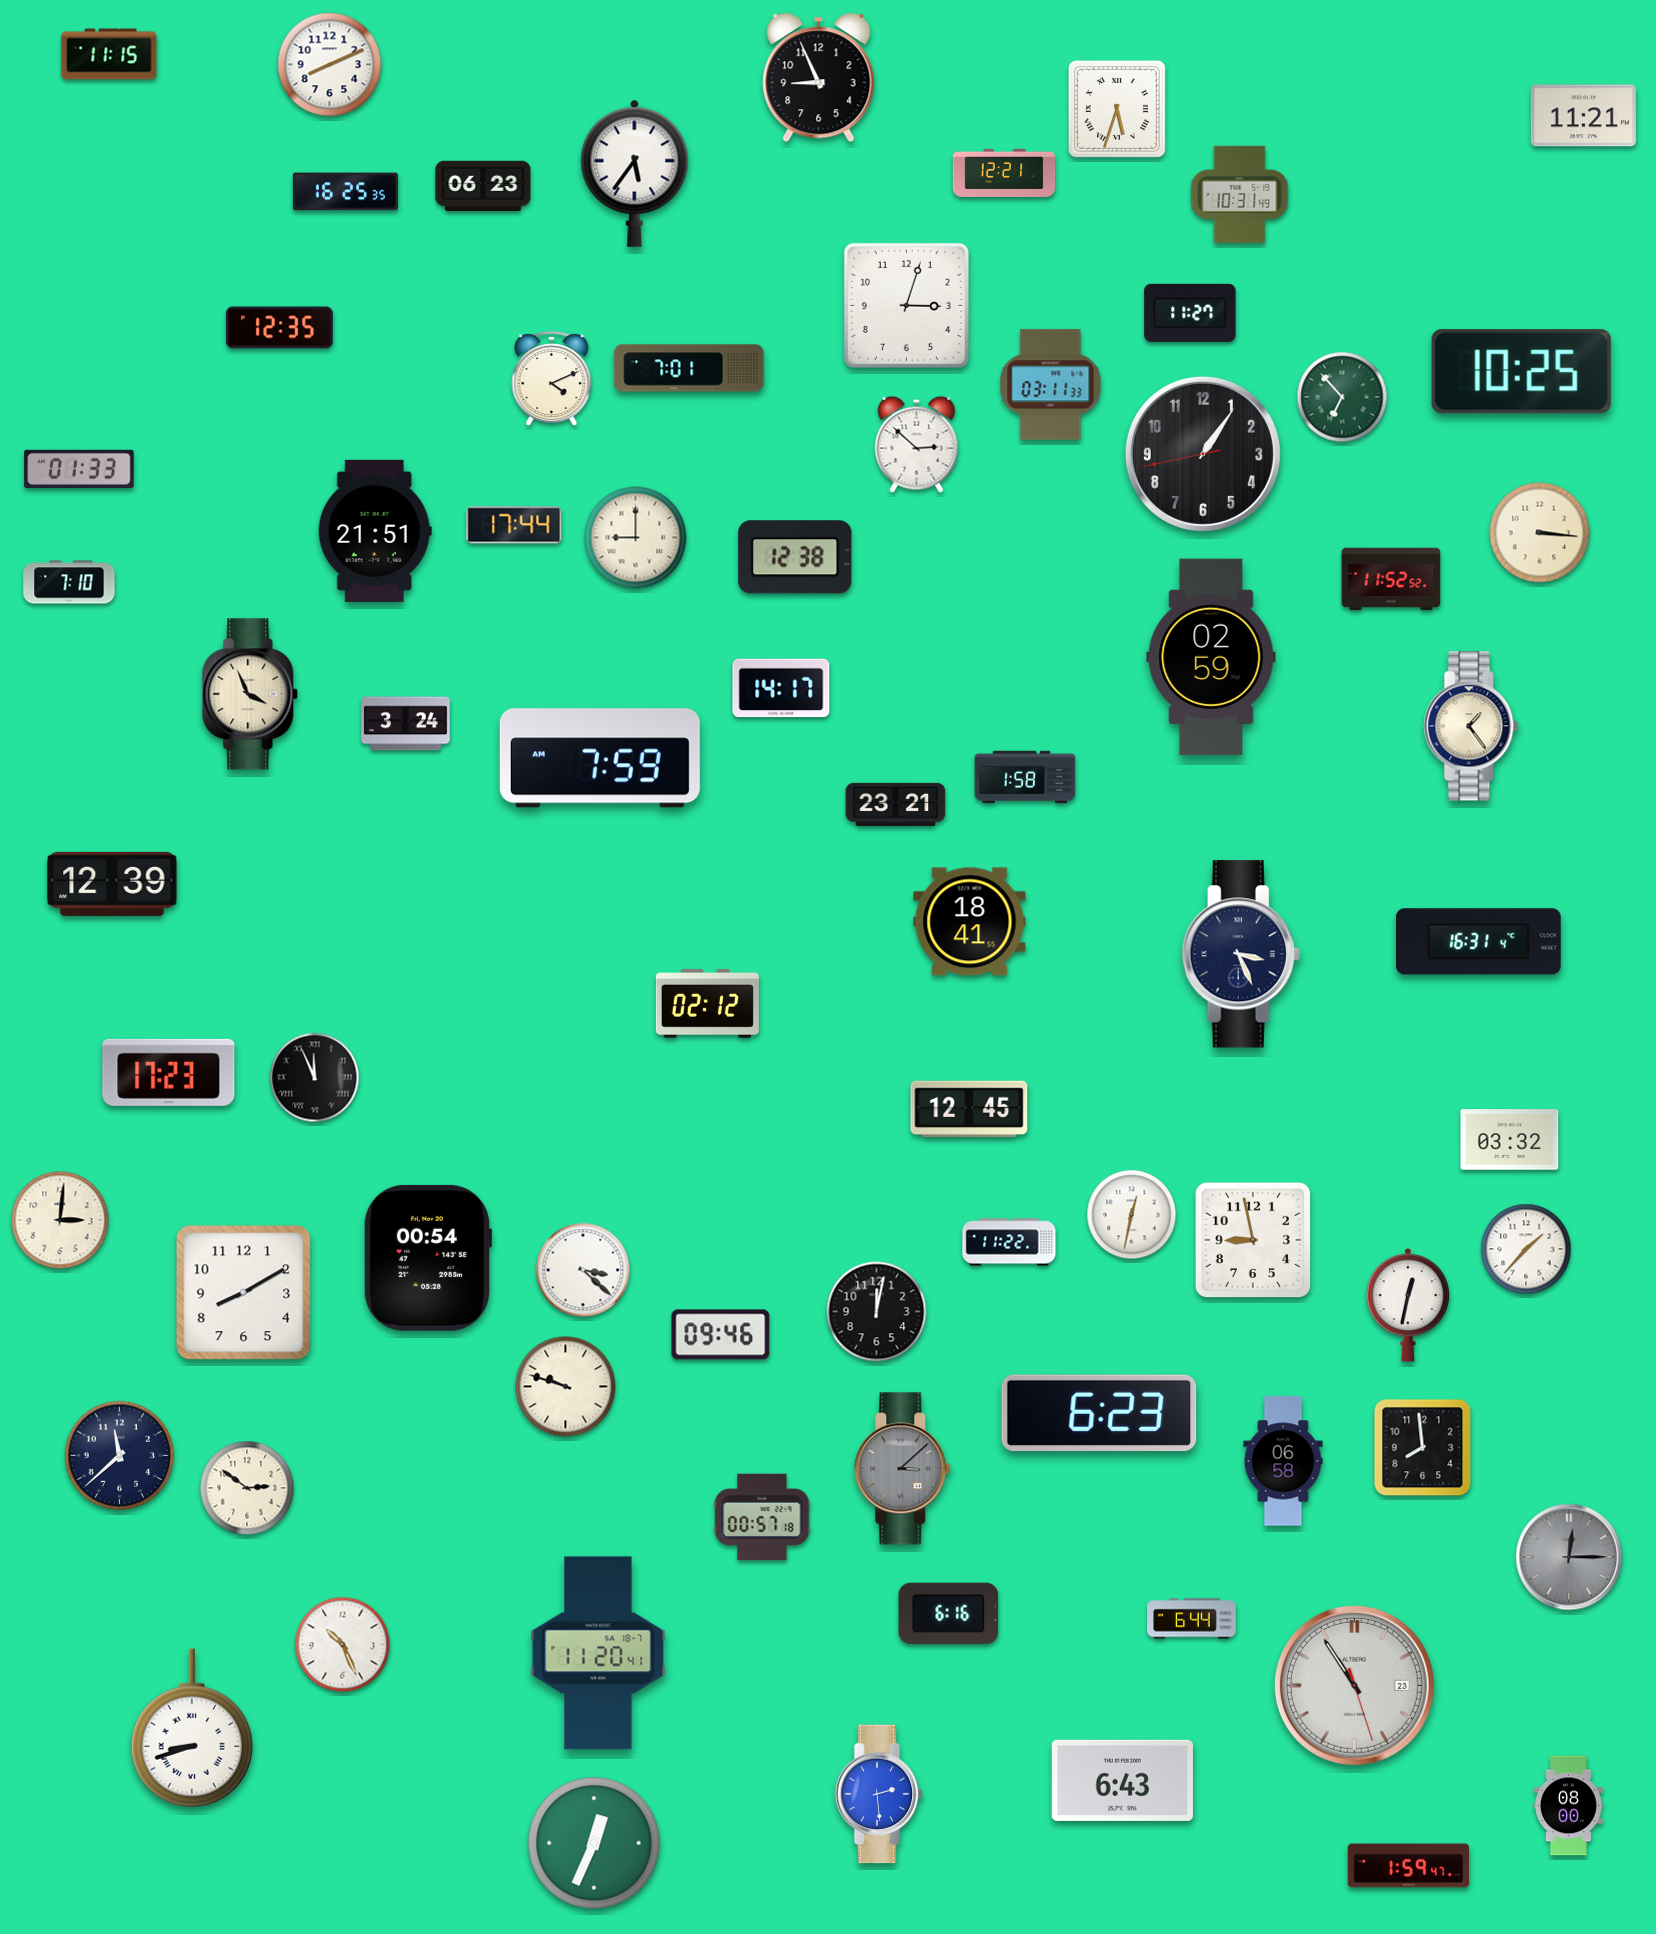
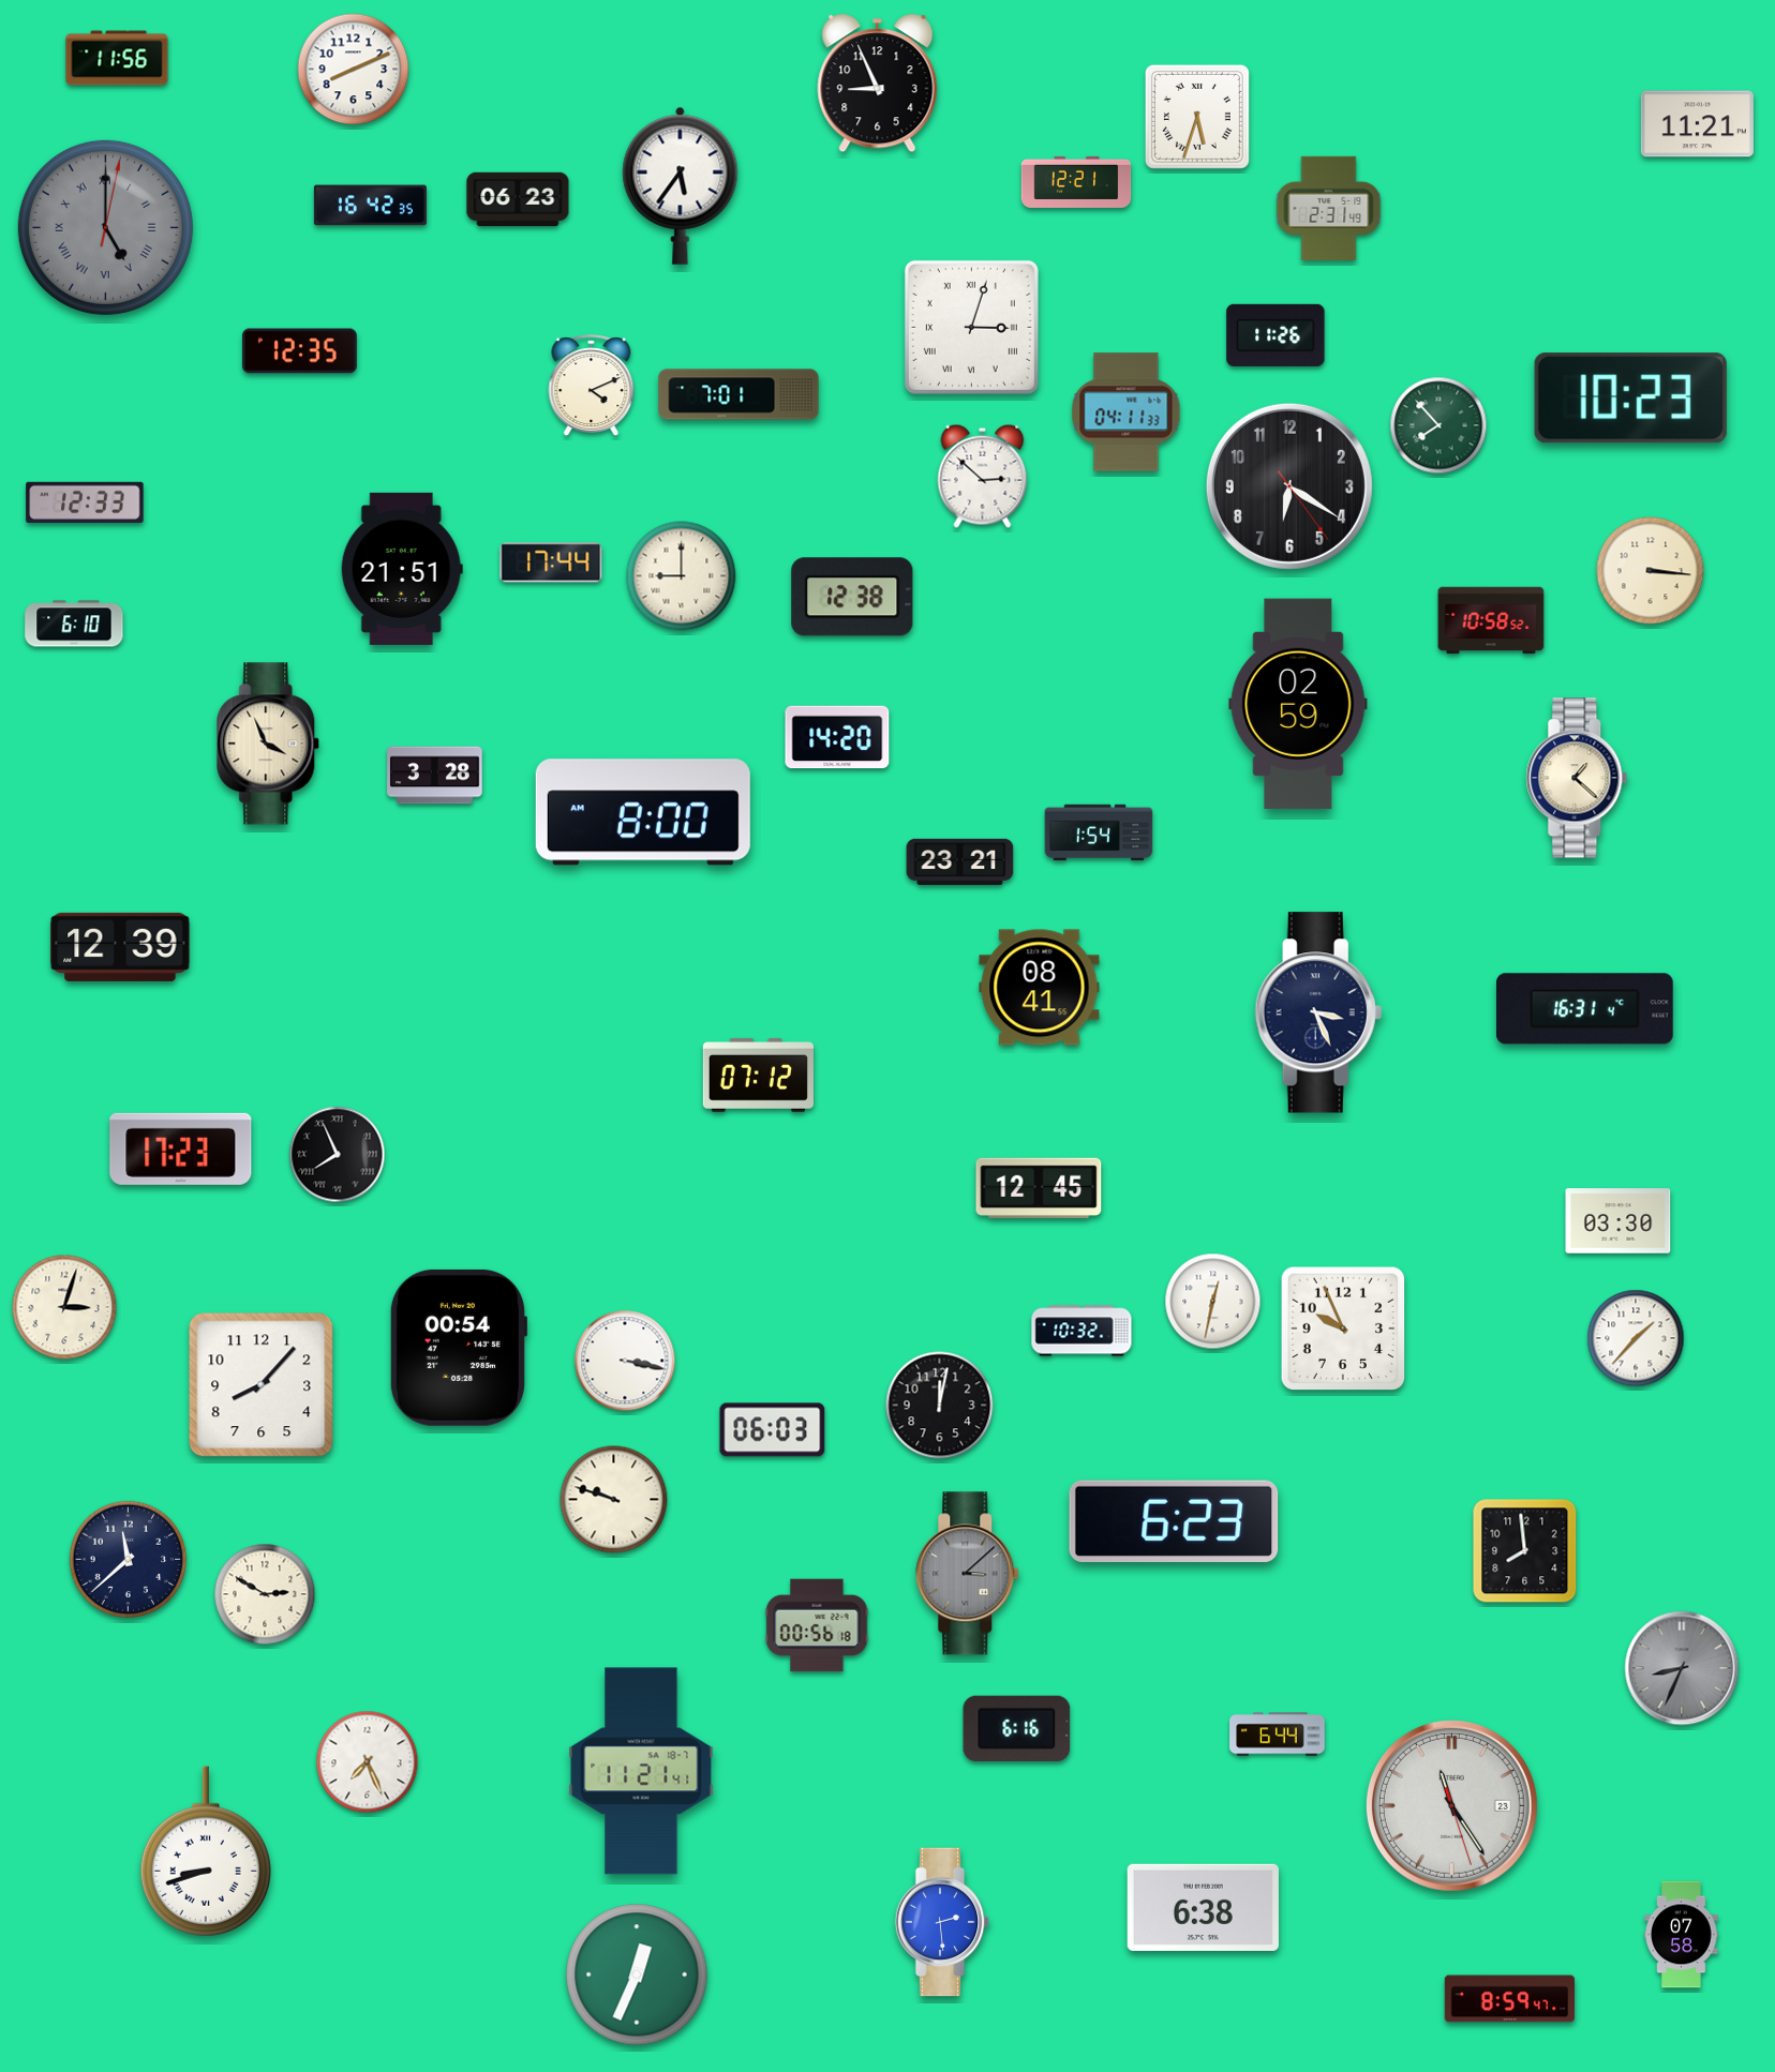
clock at (109, 54): 11:15 -> 11:56
clock at (1004, 173) position: (1004, 173) -> (1076, 182)
clock at (345, 192): 16:25 -> 16:42
clock at (1240, 194): 10:31 -> 2:31
clock at (105, 227): none -> 5:00
clock at (906, 305) numerals: Arabic -> Roman
clock at (1190, 313): 11:27 -> 11:26
clock at (1521, 372): 10:25 -> 10:23
clock at (552, 378) position: (552, 378) -> (592, 385)
clock at (1051, 385): 03:11 -> 04:11
clock at (1342, 397): 6:53 -> 7:53
clock at (1203, 454): 1:05 -> 6:20
clock at (79, 468): 01:33 -> 12:33
clock at (1391, 579): 11:52 -> 10:58
clock at (69, 582): 7:10 -> 6:10
clock at (781, 688): 14:17 -> 14:20
clock at (406, 724): 3:24 -> 3:28
clock at (1471, 726): 1:24 -> 1:22
clock at (600, 758): 7:59 -> 8:00
clock at (1025, 777): 1:58 -> 1:54
clock at (970, 922): 18:41 -> 08:41
clock at (1241, 954) position: (1241, 954) -> (1318, 1012)
clock at (707, 1003): 02:12 -> 07:12
clock at (315, 1078): 11:56 -> 7:56
clock at (1510, 1140): 03:32 -> 03:30
clock at (60, 1220): 3:01 -> 3:03
clock at (1253, 1240): 8:58 -> 9:56
clock at (1009, 1242): 11:22 -> 10:32
clock at (583, 1270): 3:22 -> 3:17
clock at (244, 1293): 8:10 -> 8:07
clock at (1408, 1305): 12:32 -> none
clock at (721, 1335): 09:46 -> 06:03
clock at (566, 1387) position: (566, 1387) -> (614, 1500)
clock at (1099, 1413) position: (1099, 1413) -> (1174, 1521)
clock at (1283, 1461): 06:58 -> none
clock at (247, 1488): 2:51 -> 2:50
clock at (762, 1517): 00:57 -> 00:56
clock at (1569, 1557): 12:15 -> 8:34
clock at (343, 1645): 10:26 -> 7:26
clock at (598, 1653): 11:20 -> 11:21
clock at (1354, 1685): 10:54 -> 11:24
clock at (1122, 1780): 6:43 -> 6:38
clock at (1569, 1806): 08:00 -> 07:58
clock at (1409, 1866): 1:59 -> 8:59
